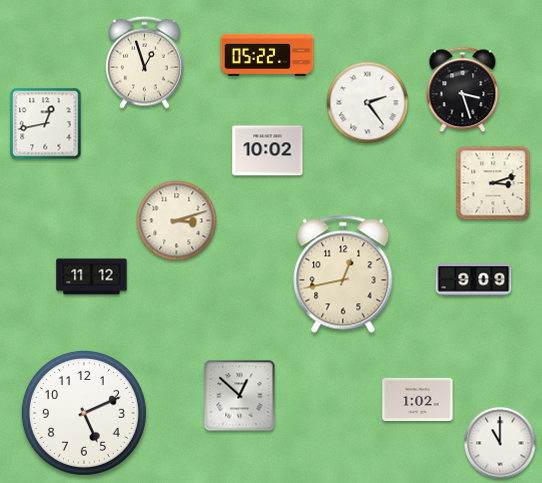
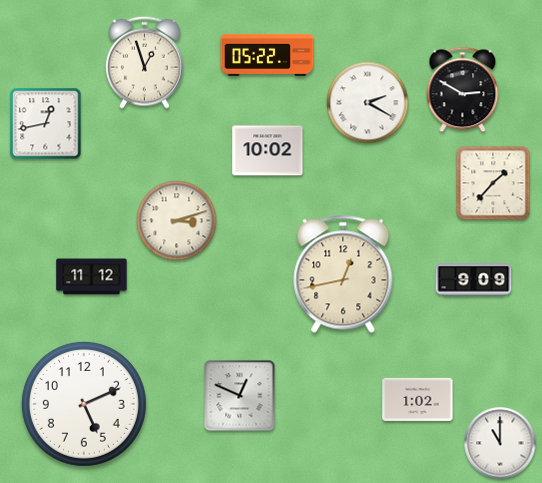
clock at (463, 90): 3:27 -> 2:50
clock at (368, 103): 2:24 -> 2:20
clock at (493, 183): 3:12 -> 1:37
clock at (240, 396): 12:52 -> 12:49
clock at (84, 413) position: (84, 413) -> (84, 404)
